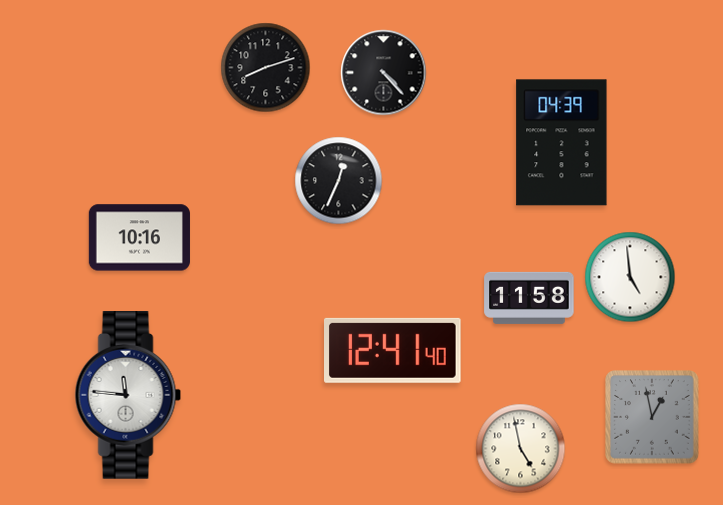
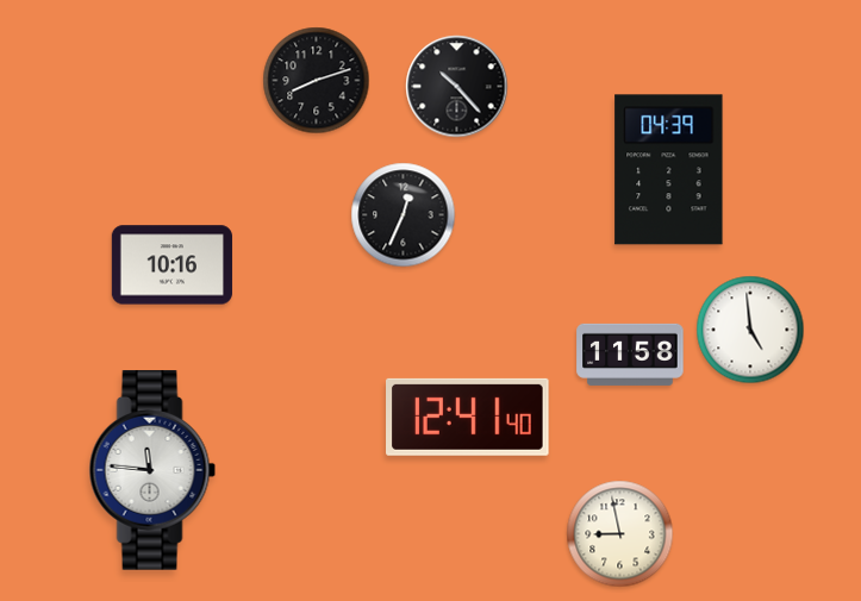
clock at (384, 73): 4:23 -> 10:23
clock at (139, 238) position: (139, 238) -> (171, 265)
clock at (652, 417): 12:58 -> none
clock at (521, 449): 4:58 -> 8:58
